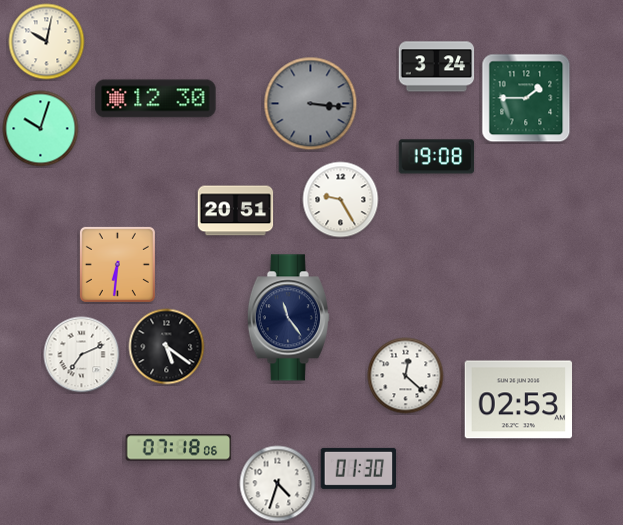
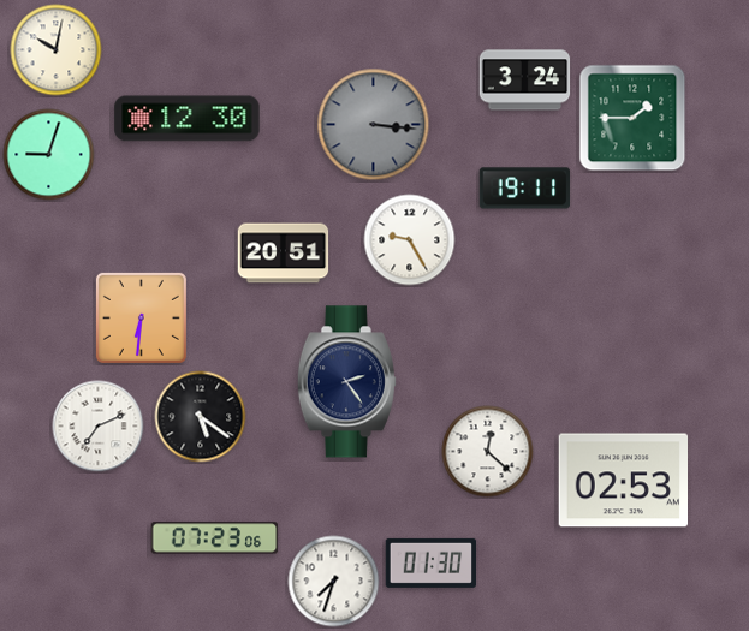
clock at (41, 129): 10:03 -> 9:03
clock at (437, 157): 19:08 -> 19:11
clock at (288, 318): 11:24 -> 2:24
clock at (179, 448): 07:18 -> 07:23
clock at (278, 484): 4:33 -> 7:33
